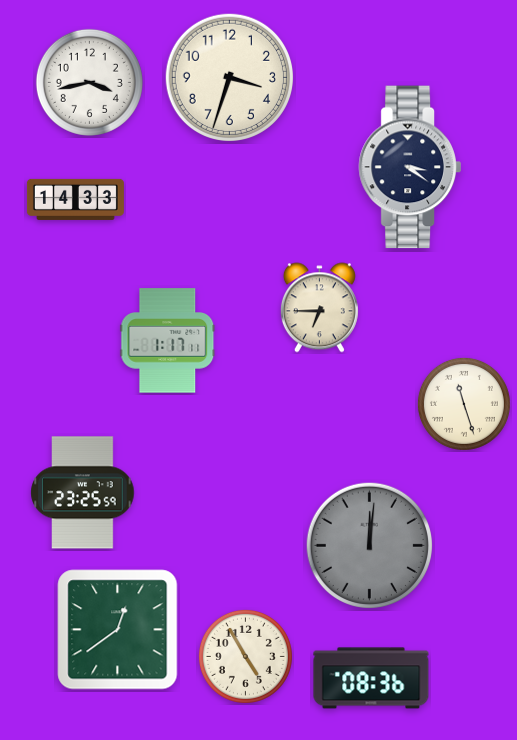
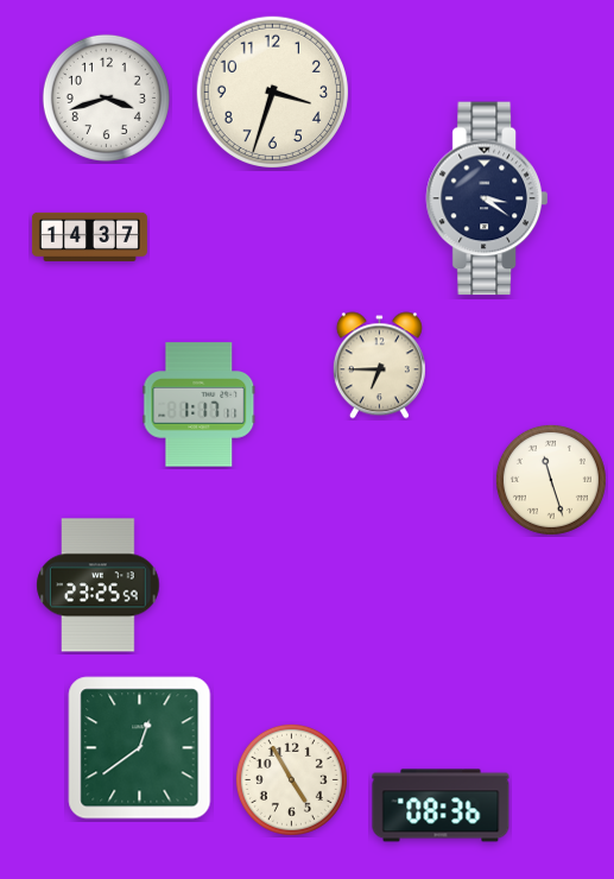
clock at (89, 82): 3:43 -> 3:42
clock at (75, 199): 14:33 -> 14:37
clock at (369, 545): 12:01 -> none
